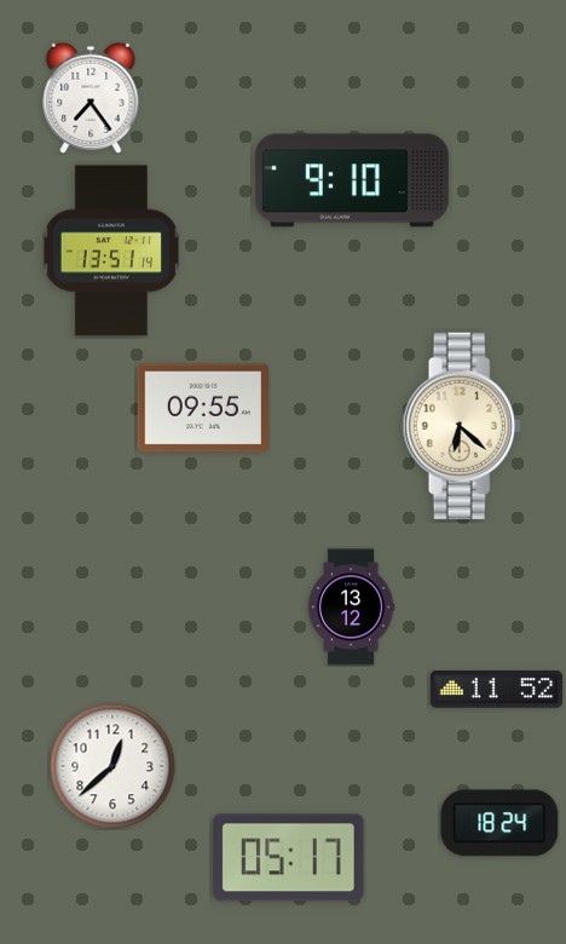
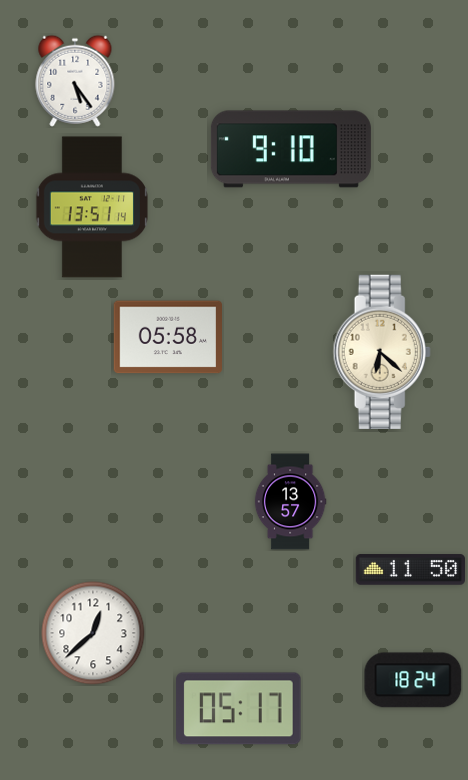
clock at (91, 98): 7:24 -> 5:24
clock at (203, 408): 09:55 -> 05:58
clock at (351, 608): 13:12 -> 13:57
clock at (496, 690): 11:52 -> 11:50
